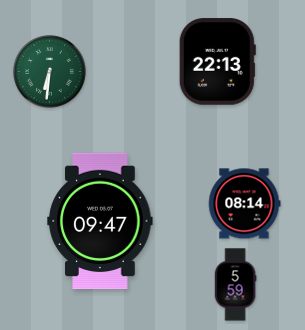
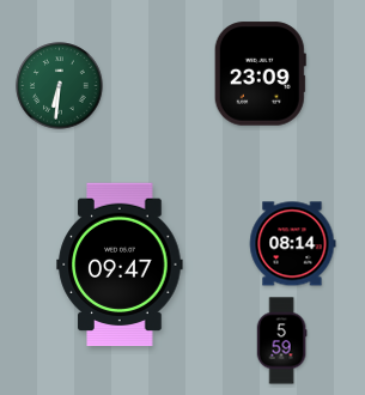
clock at (217, 62): 22:13 -> 23:09
